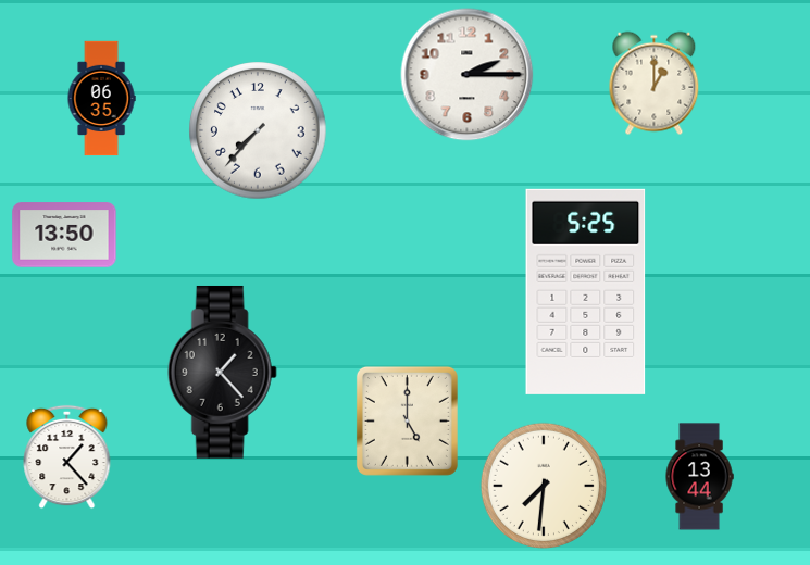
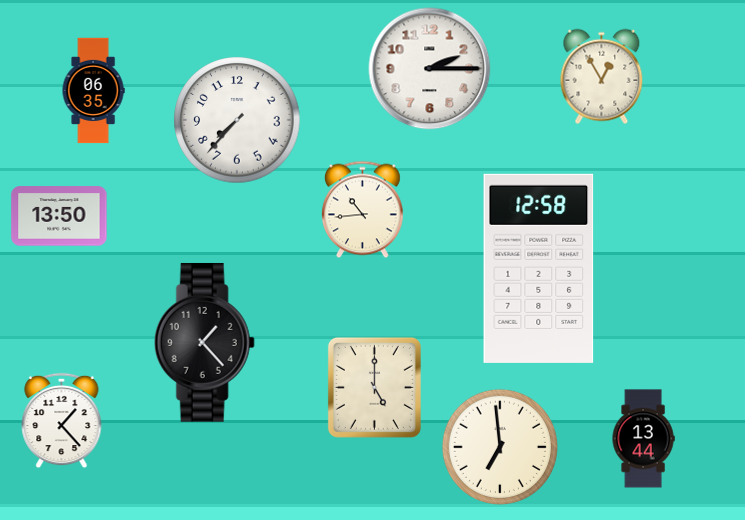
clock at (655, 84): 1:00 -> 12:55
clock at (363, 210): none -> 10:44
clock at (586, 291): 5:25 -> 12:58
clock at (543, 485): 7:31 -> 6:59
